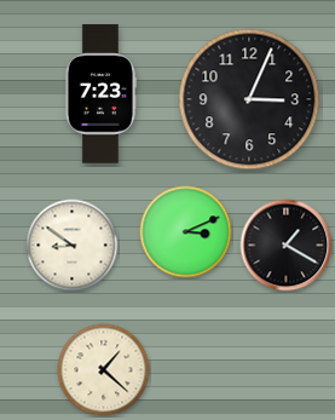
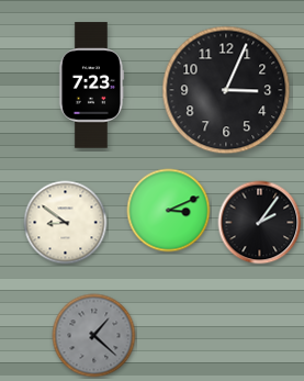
clock at (287, 246): 1:20 -> 2:06
clock at (104, 370) dial: cream -> grey
